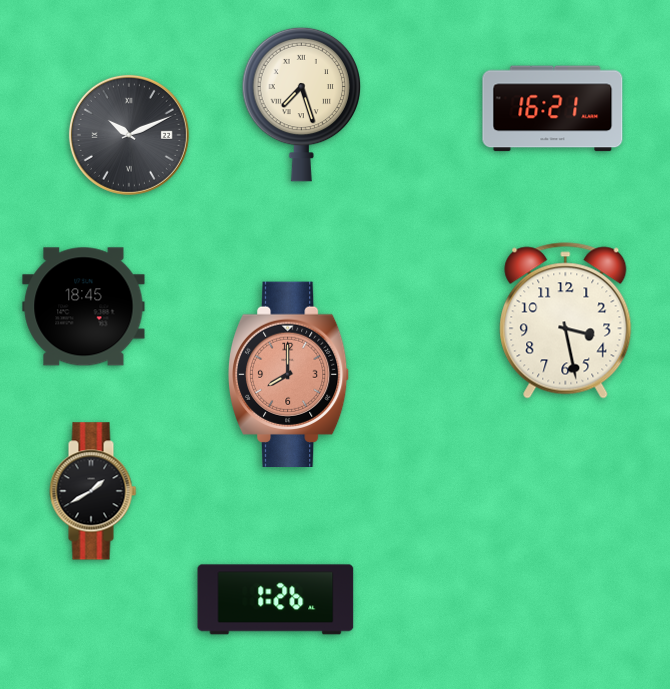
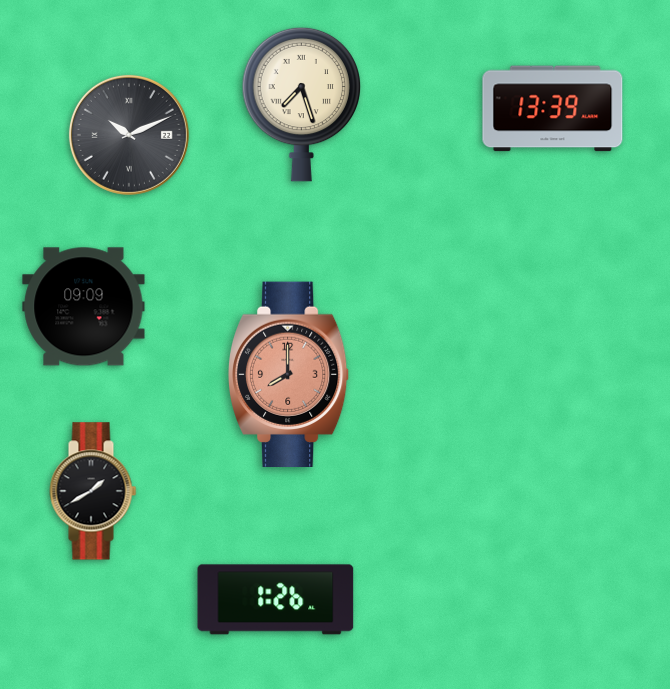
clock at (553, 109): 16:21 -> 13:39
clock at (84, 307): 18:45 -> 09:09
clock at (566, 321): 3:28 -> none
